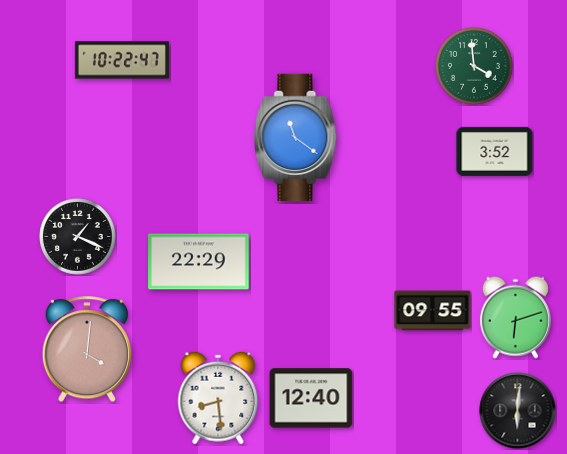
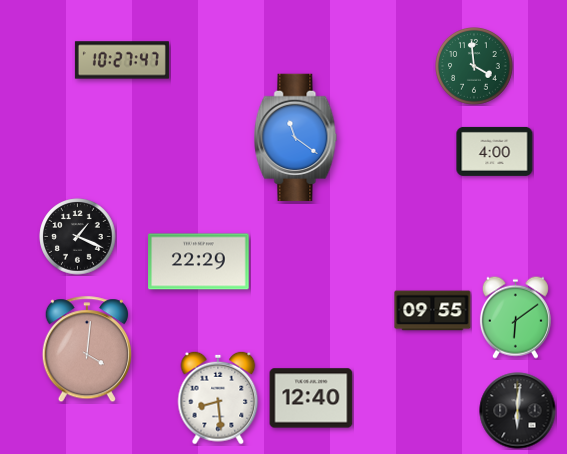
clock at (122, 60): 10:22 -> 10:27
clock at (495, 151): 3:52 -> 4:00
clock at (515, 317): 6:12 -> 6:09
